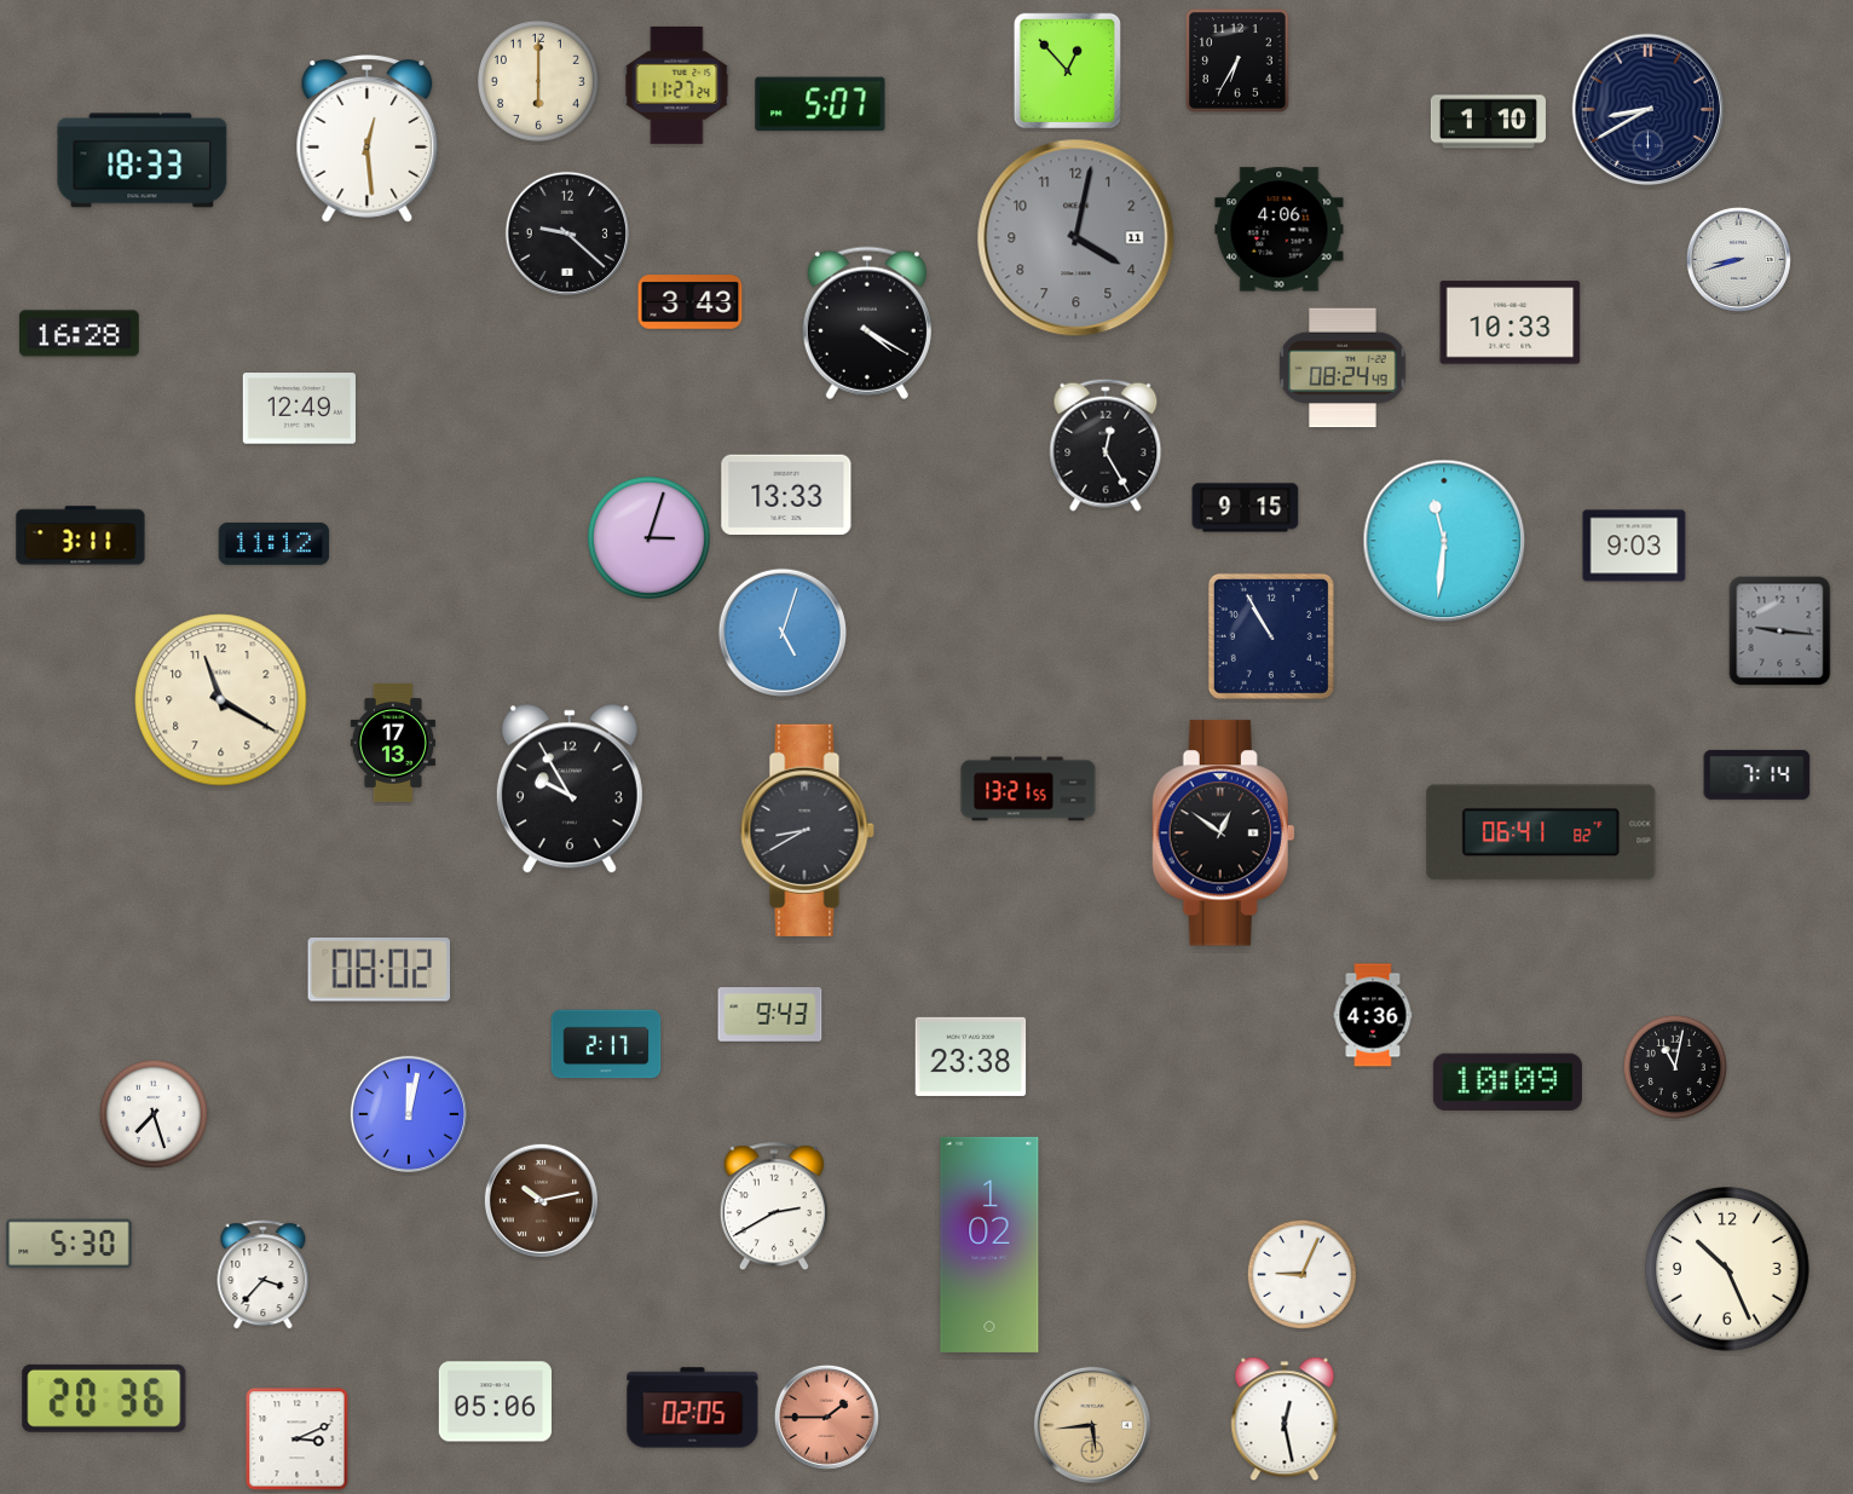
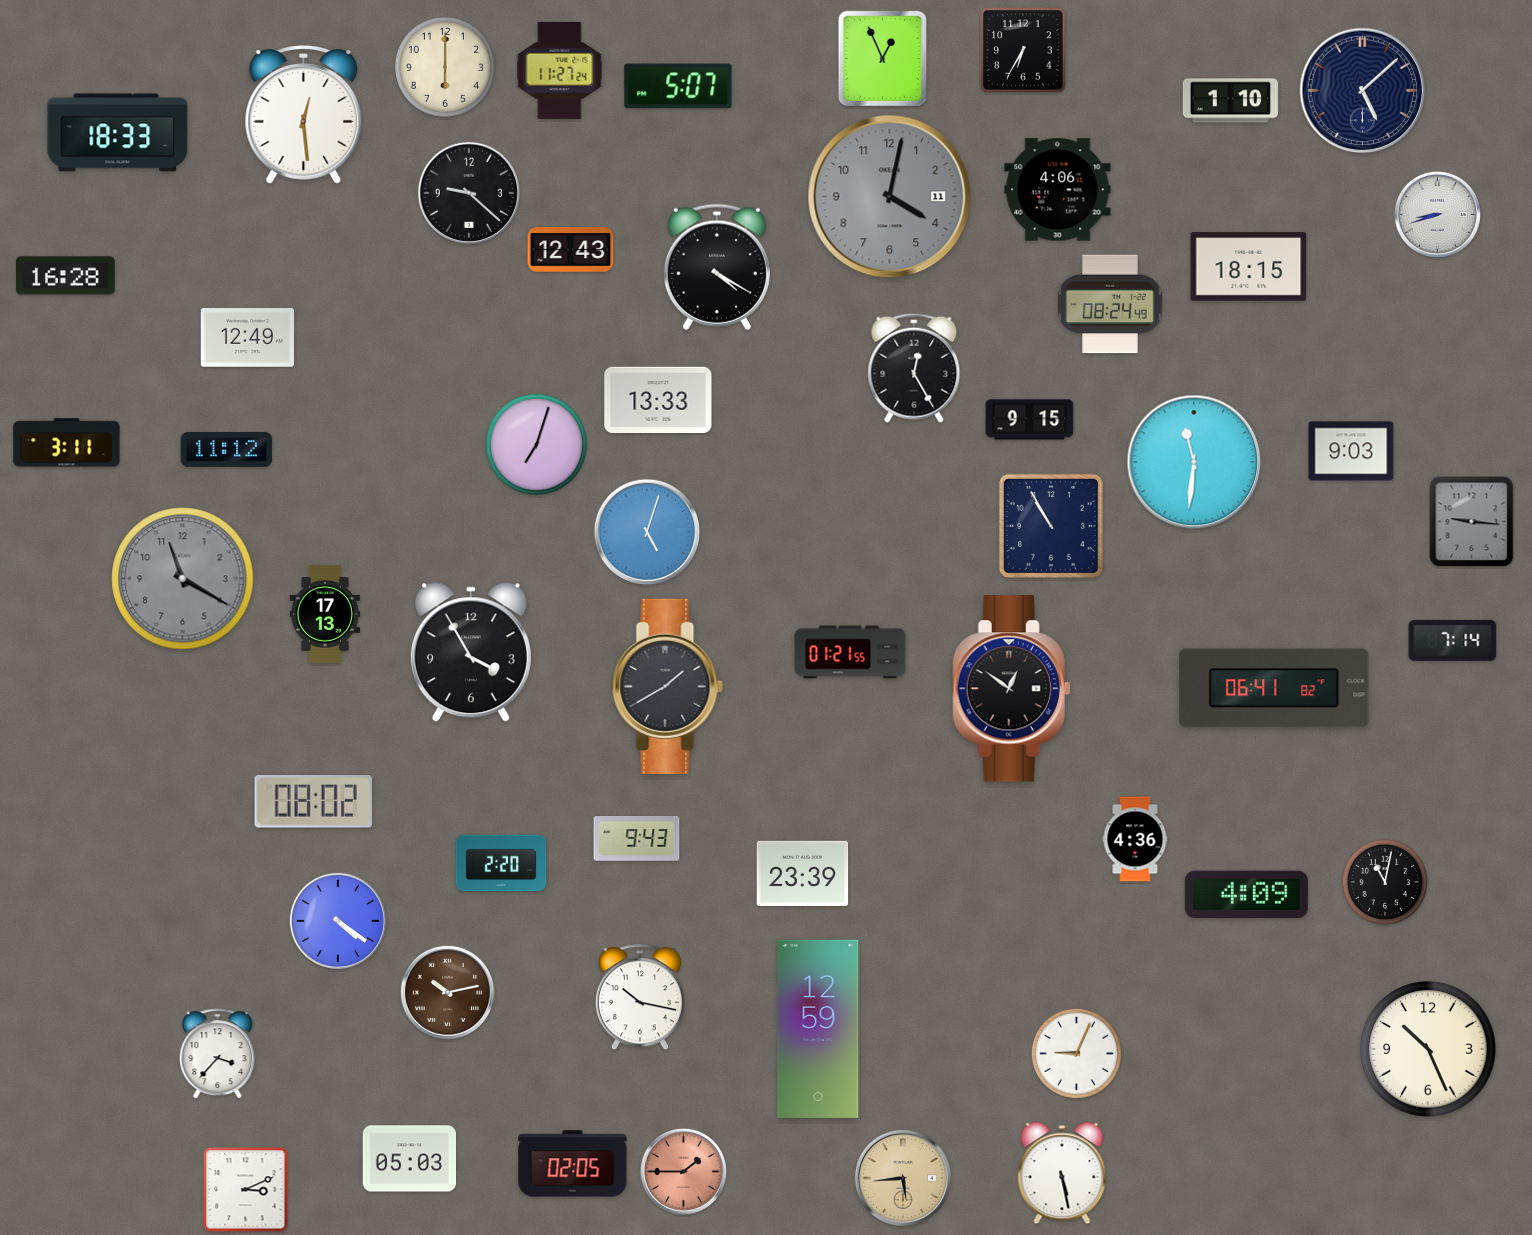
clock at (1067, 70): 12:53 -> 12:56
clock at (1649, 110): 8:40 -> 5:08
clock at (691, 302): 3:43 -> 12:43
clock at (1511, 323): 10:33 -> 18:15
clock at (786, 494) position: (786, 494) -> (658, 399)
clock at (648, 537): 3:03 -> 7:03
clock at (1444, 541) position: (1444, 541) -> (1194, 462)
clock at (781, 631) position: (781, 631) -> (646, 531)
clock at (221, 700) dial: cream -> grey
clock at (1028, 789): 13:21 -> 01:21
clock at (570, 790): 9:55 -> 3:55
clock at (807, 830): 8:40 -> 1:40
clock at (606, 1044): 2:17 -> 2:20
clock at (971, 1056): 23:38 -> 23:39
clock at (1507, 1081): 10:09 -> 4:09
clock at (154, 1114): 7:27 -> none
clock at (409, 1114): 12:02 -> 4:21
clock at (774, 1207): 2:40 -> 10:17
clock at (69, 1244): 5:30 -> none
clock at (989, 1245): 1:02 -> 12:59
clock at (104, 1398): 20:36 -> none
clock at (495, 1402): 05:06 -> 05:03
clock at (1285, 1419): 12:28 -> 5:28
